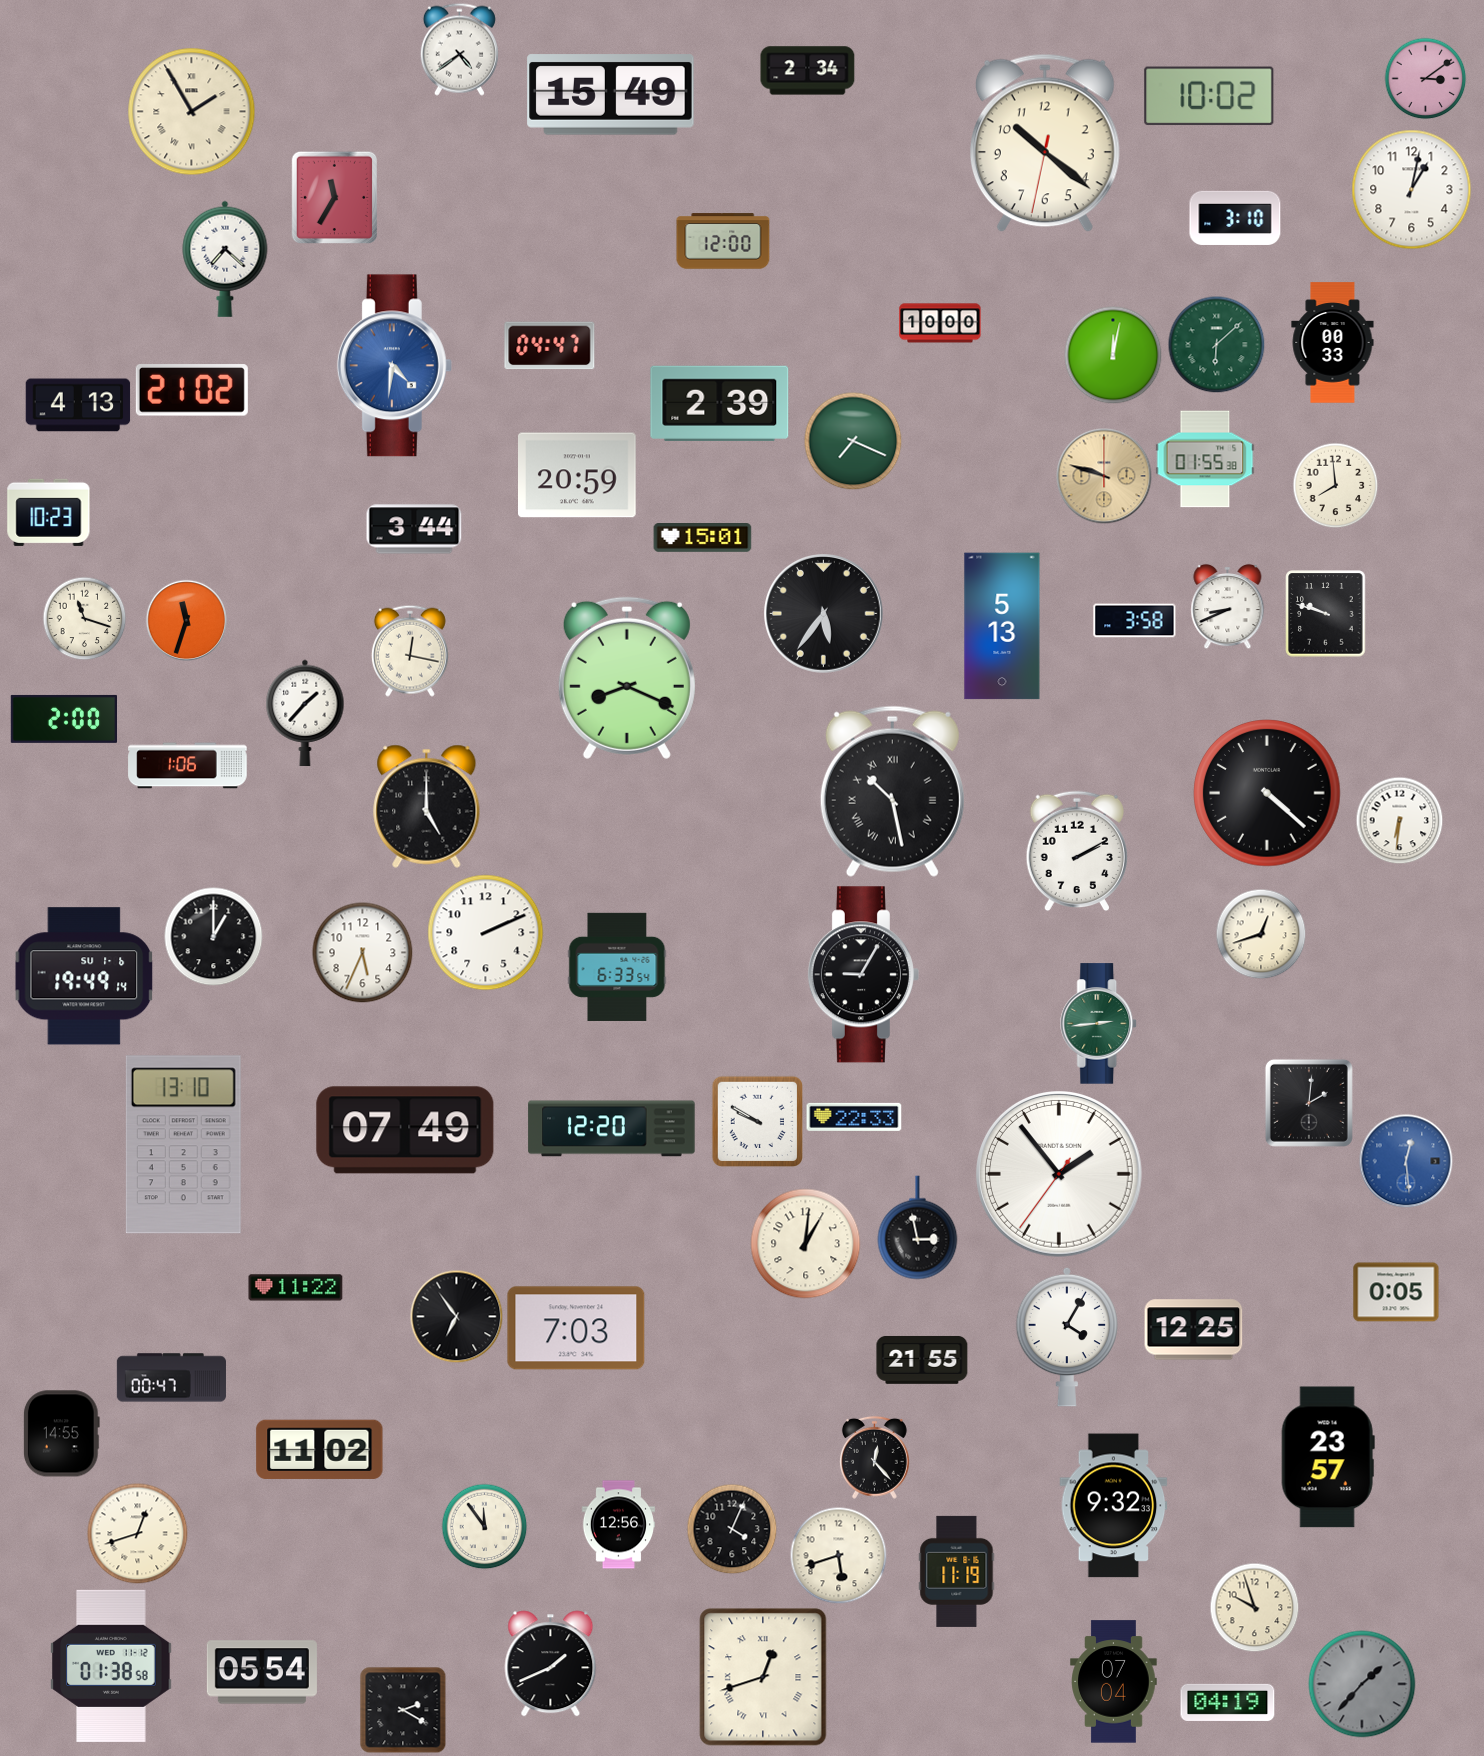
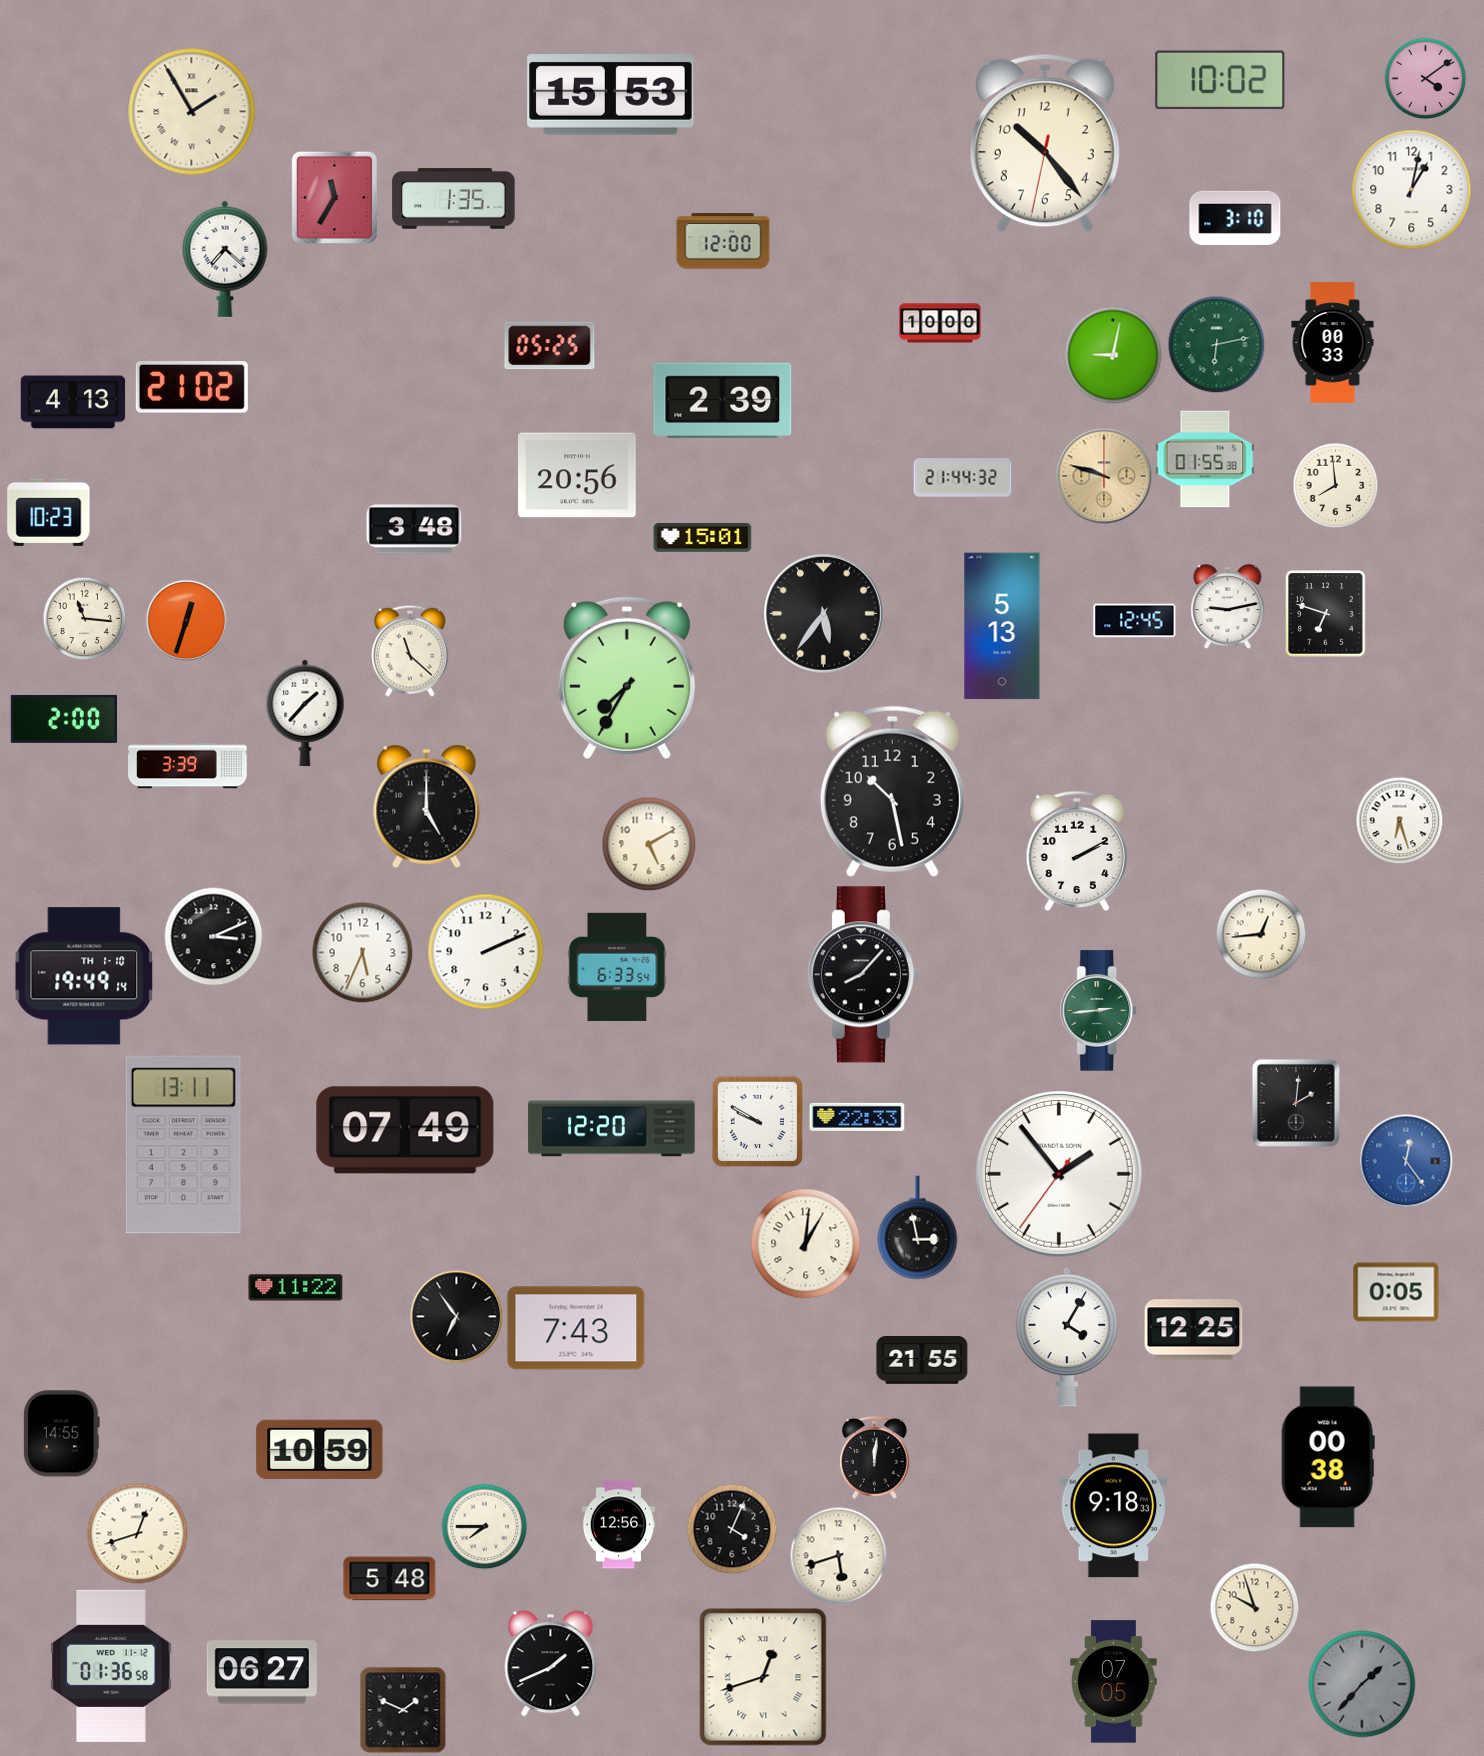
clock at (459, 49): 4:39 -> none
clock at (808, 71): 2:34 -> none
clock at (1425, 78): 3:09 -> 4:09
clock at (611, 95): 15:49 -> 15:53
clock at (1209, 96) position: (1209, 96) -> (1220, 80)
clock at (1045, 143): 10:21 -> 10:23
clock at (454, 199): none -> 1:35
clock at (1216, 344): 6:08 -> 6:13
clock at (550, 346): 04:47 -> 05:25
clock at (1113, 355): 12:02 -> 9:02
clock at (394, 366): 4:31 -> none
clock at (192, 390) position: (192, 390) -> (192, 387)
clock at (720, 403) position: (720, 403) -> (723, 400)
clock at (78, 405) position: (78, 405) -> (73, 402)
clock at (853, 441): 7:19 -> none
clock at (578, 475): 20:59 -> 20:56
clock at (963, 478): none -> 21:44
clock at (414, 529): 3:44 -> 3:48
clock at (1228, 606): 8:41 -> 9:13
clock at (1326, 614): 9:48 -> 6:48
clock at (84, 618): 11:18 -> 11:16
clock at (186, 620): 11:33 -> 12:33
clock at (1135, 621): 3:58 -> 12:45
clock at (410, 651): 12:17 -> 11:22
clock at (627, 678): 8:19 -> 7:35
clock at (188, 766): 1:06 -> 3:39
clock at (892, 791) numerals: Roman -> Arabic
clock at (1267, 793): 4:22 -> none
clock at (1399, 820): 6:31 -> 6:27
clock at (649, 844): none -> 5:10
clock at (486, 933) position: (486, 933) -> (486, 952)
clock at (1261, 934): 12:42 -> 12:44
clock at (214, 937): 1:00 -> 3:11
clock at (863, 975): 9:05 -> 8:07
clock at (84, 976) date: SU 1-6 -> TH 1-10
clock at (1099, 1024) position: (1099, 1024) -> (1099, 1011)
clock at (1309, 1103) position: (1309, 1103) -> (1296, 1103)
clock at (854, 1117) position: (854, 1117) -> (857, 1117)
clock at (183, 1145): 13:10 -> 13:11
clock at (1406, 1161): 12:29 -> 12:24
clock at (576, 1328): 7:03 -> 7:43
clock at (171, 1378): 00:47 -> none
clock at (320, 1449): 11:02 -> 10:59
clock at (874, 1457): 12:23 -> 12:01
clock at (1328, 1457): 23:57 -> 00:38
clock at (1114, 1506): 9:32 -> 9:18
clock at (484, 1526): 11:54 -> 7:45
clock at (957, 1571): 11:19 -> none
clock at (390, 1579): none -> 5:48
clock at (111, 1666): 01:38 -> 01:36
clock at (262, 1672): 05:54 -> 06:27
clock at (1114, 1682): 07:04 -> 07:05
clock at (1228, 1702): 04:19 -> none
clock at (403, 1710): 2:20 -> 1:49
